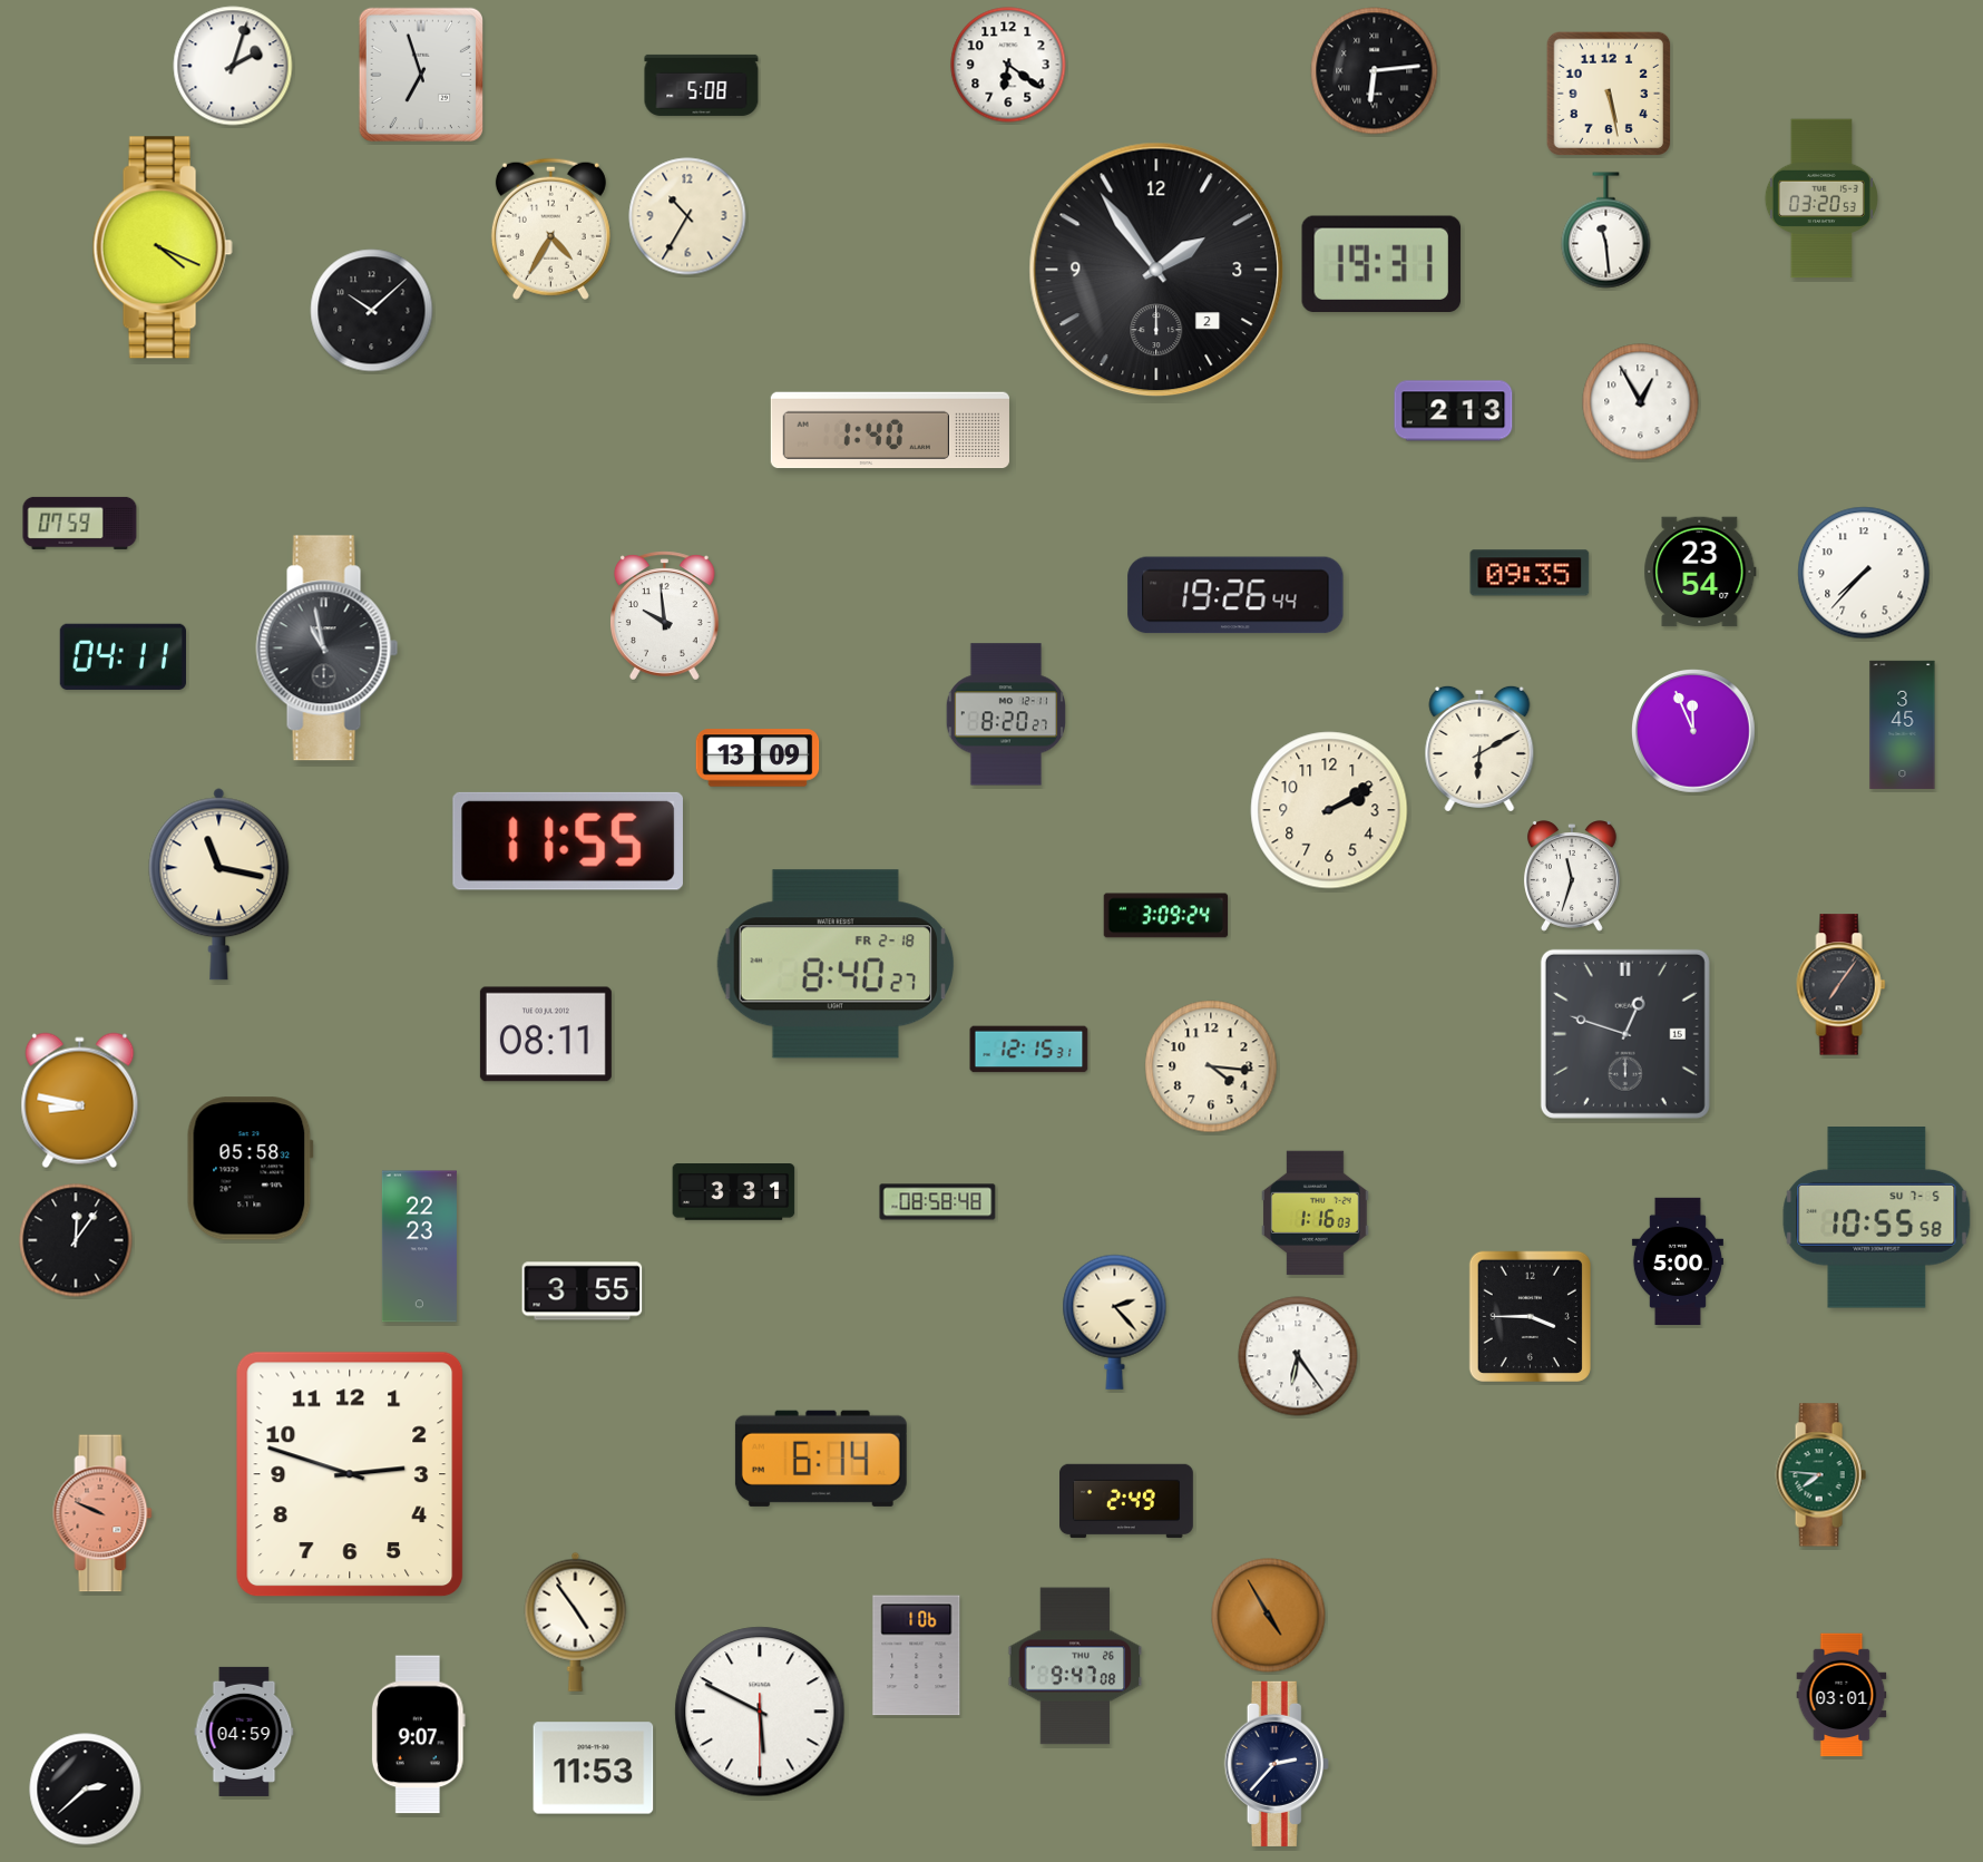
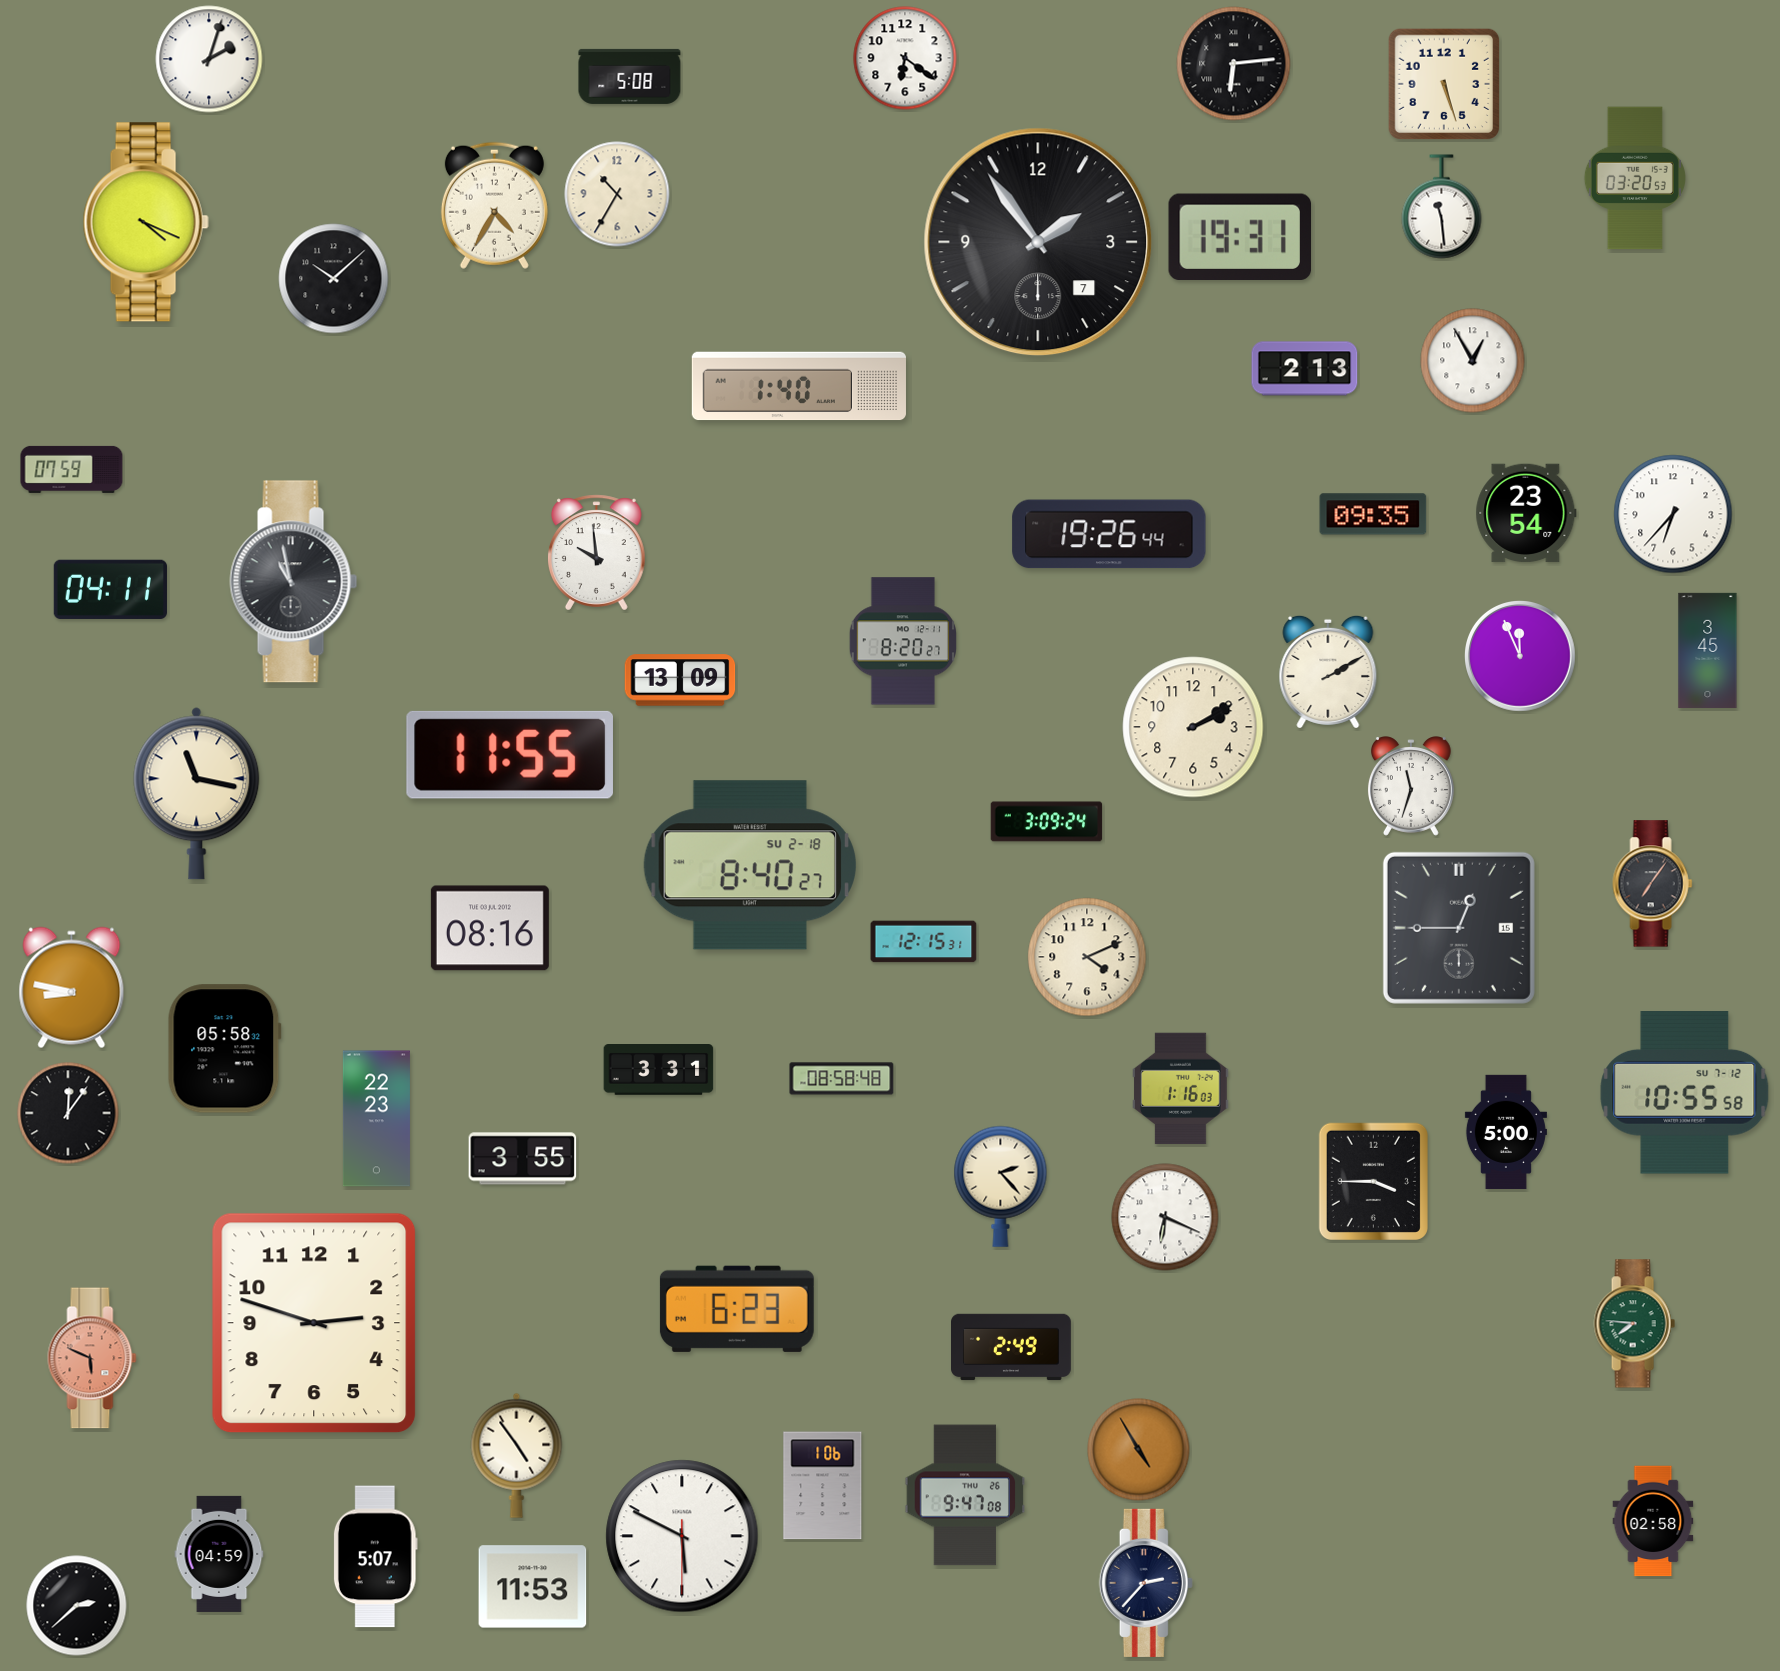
clock at (420, 74): 6:57 -> none
clock at (1609, 94): 5:28 -> 5:27
clock at (1156, 270) date: 2 -> 7
clock at (1864, 573): 7:37 -> 6:37
clock at (1479, 749): 6:10 -> 2:10
clock at (836, 964) date: FR 2-18 -> SU 2-18
clock at (546, 1034): 08:11 -> 08:16
clock at (1625, 1034): 12:48 -> 12:45
clock at (1211, 1066): 4:16 -> 4:11
clock at (1877, 1218) date: SU 7-5 -> SU 7-12
clock at (1298, 1356): 6:24 -> 6:19
clock at (821, 1459): 6:14 -> 6:23
clock at (102, 1513): 9:49 -> 5:49
clock at (1842, 1695): 03:01 -> 02:58
clock at (418, 1735): 9:07 -> 5:07
